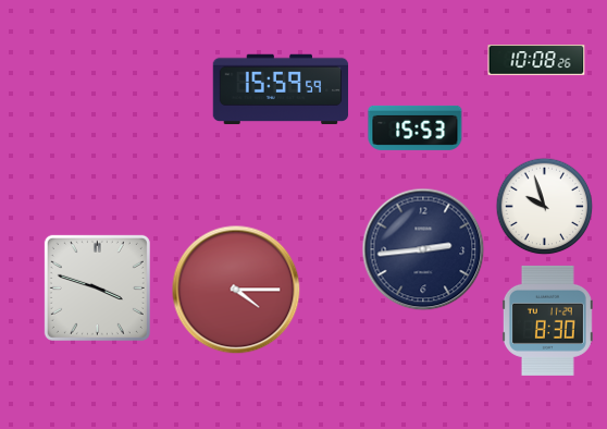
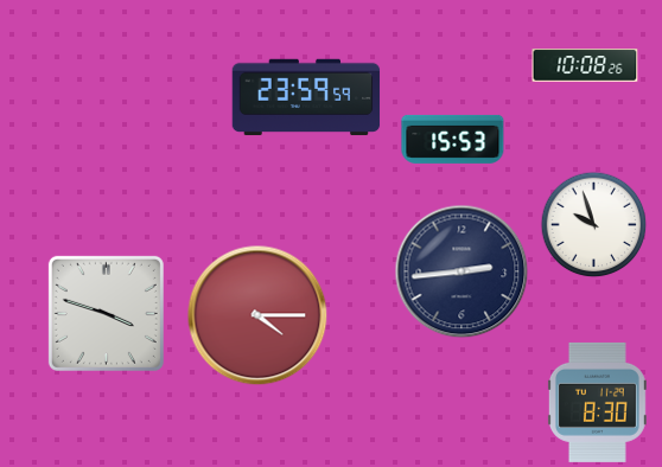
clock at (281, 89): 15:59 -> 23:59
clock at (547, 320) position: (547, 320) -> (597, 402)
